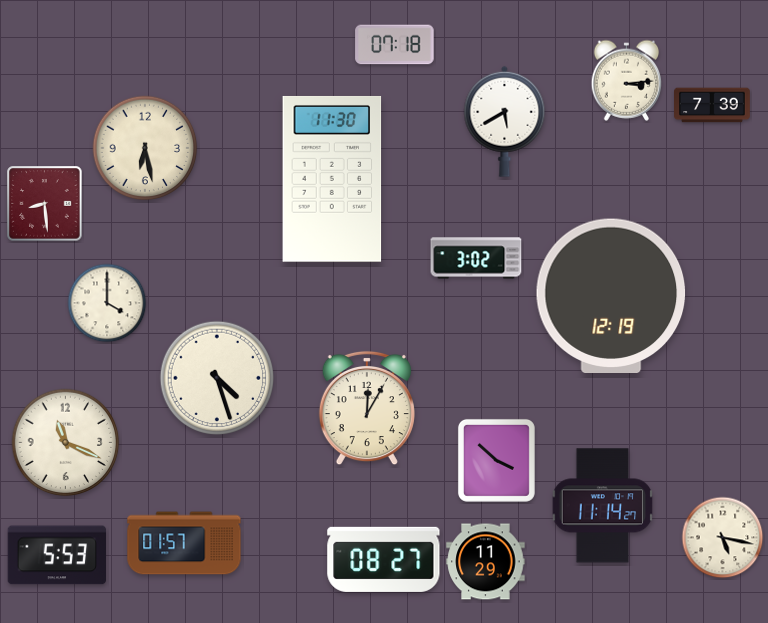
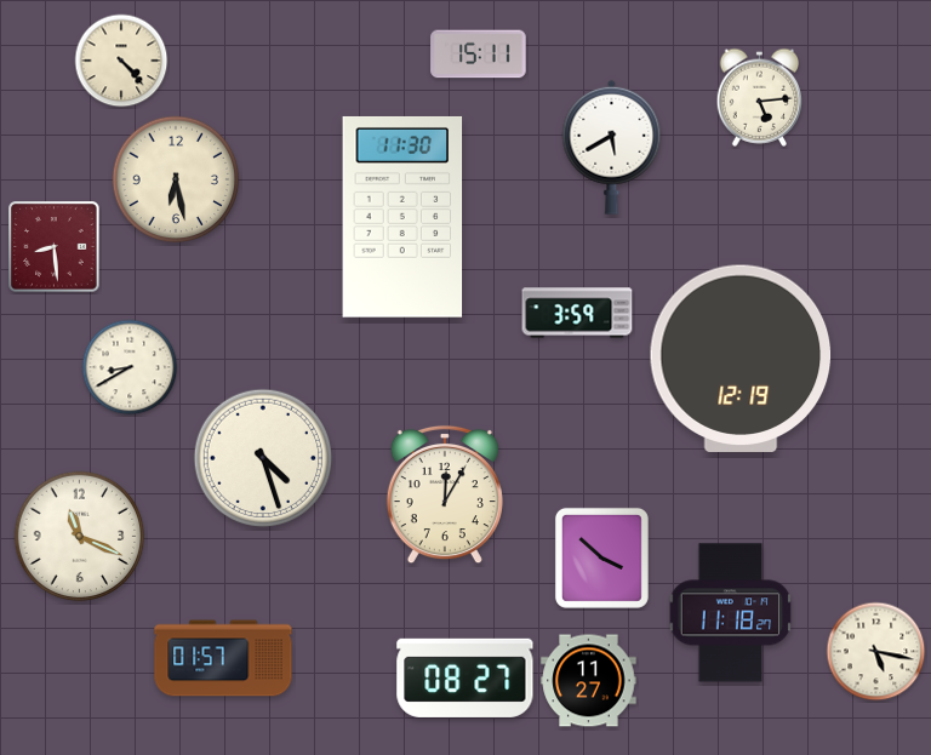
clock at (395, 45): 07:18 -> 15:11
clock at (121, 61): none -> 4:23
clock at (627, 80): 3:14 -> 5:14
clock at (713, 105): 7:39 -> none
clock at (476, 258): 3:02 -> 3:59
clock at (107, 303): 4:00 -> 8:40
clock at (603, 506): 11:14 -> 11:18
clock at (56, 555): 5:53 -> none
clock at (486, 562): 11:29 -> 11:27
